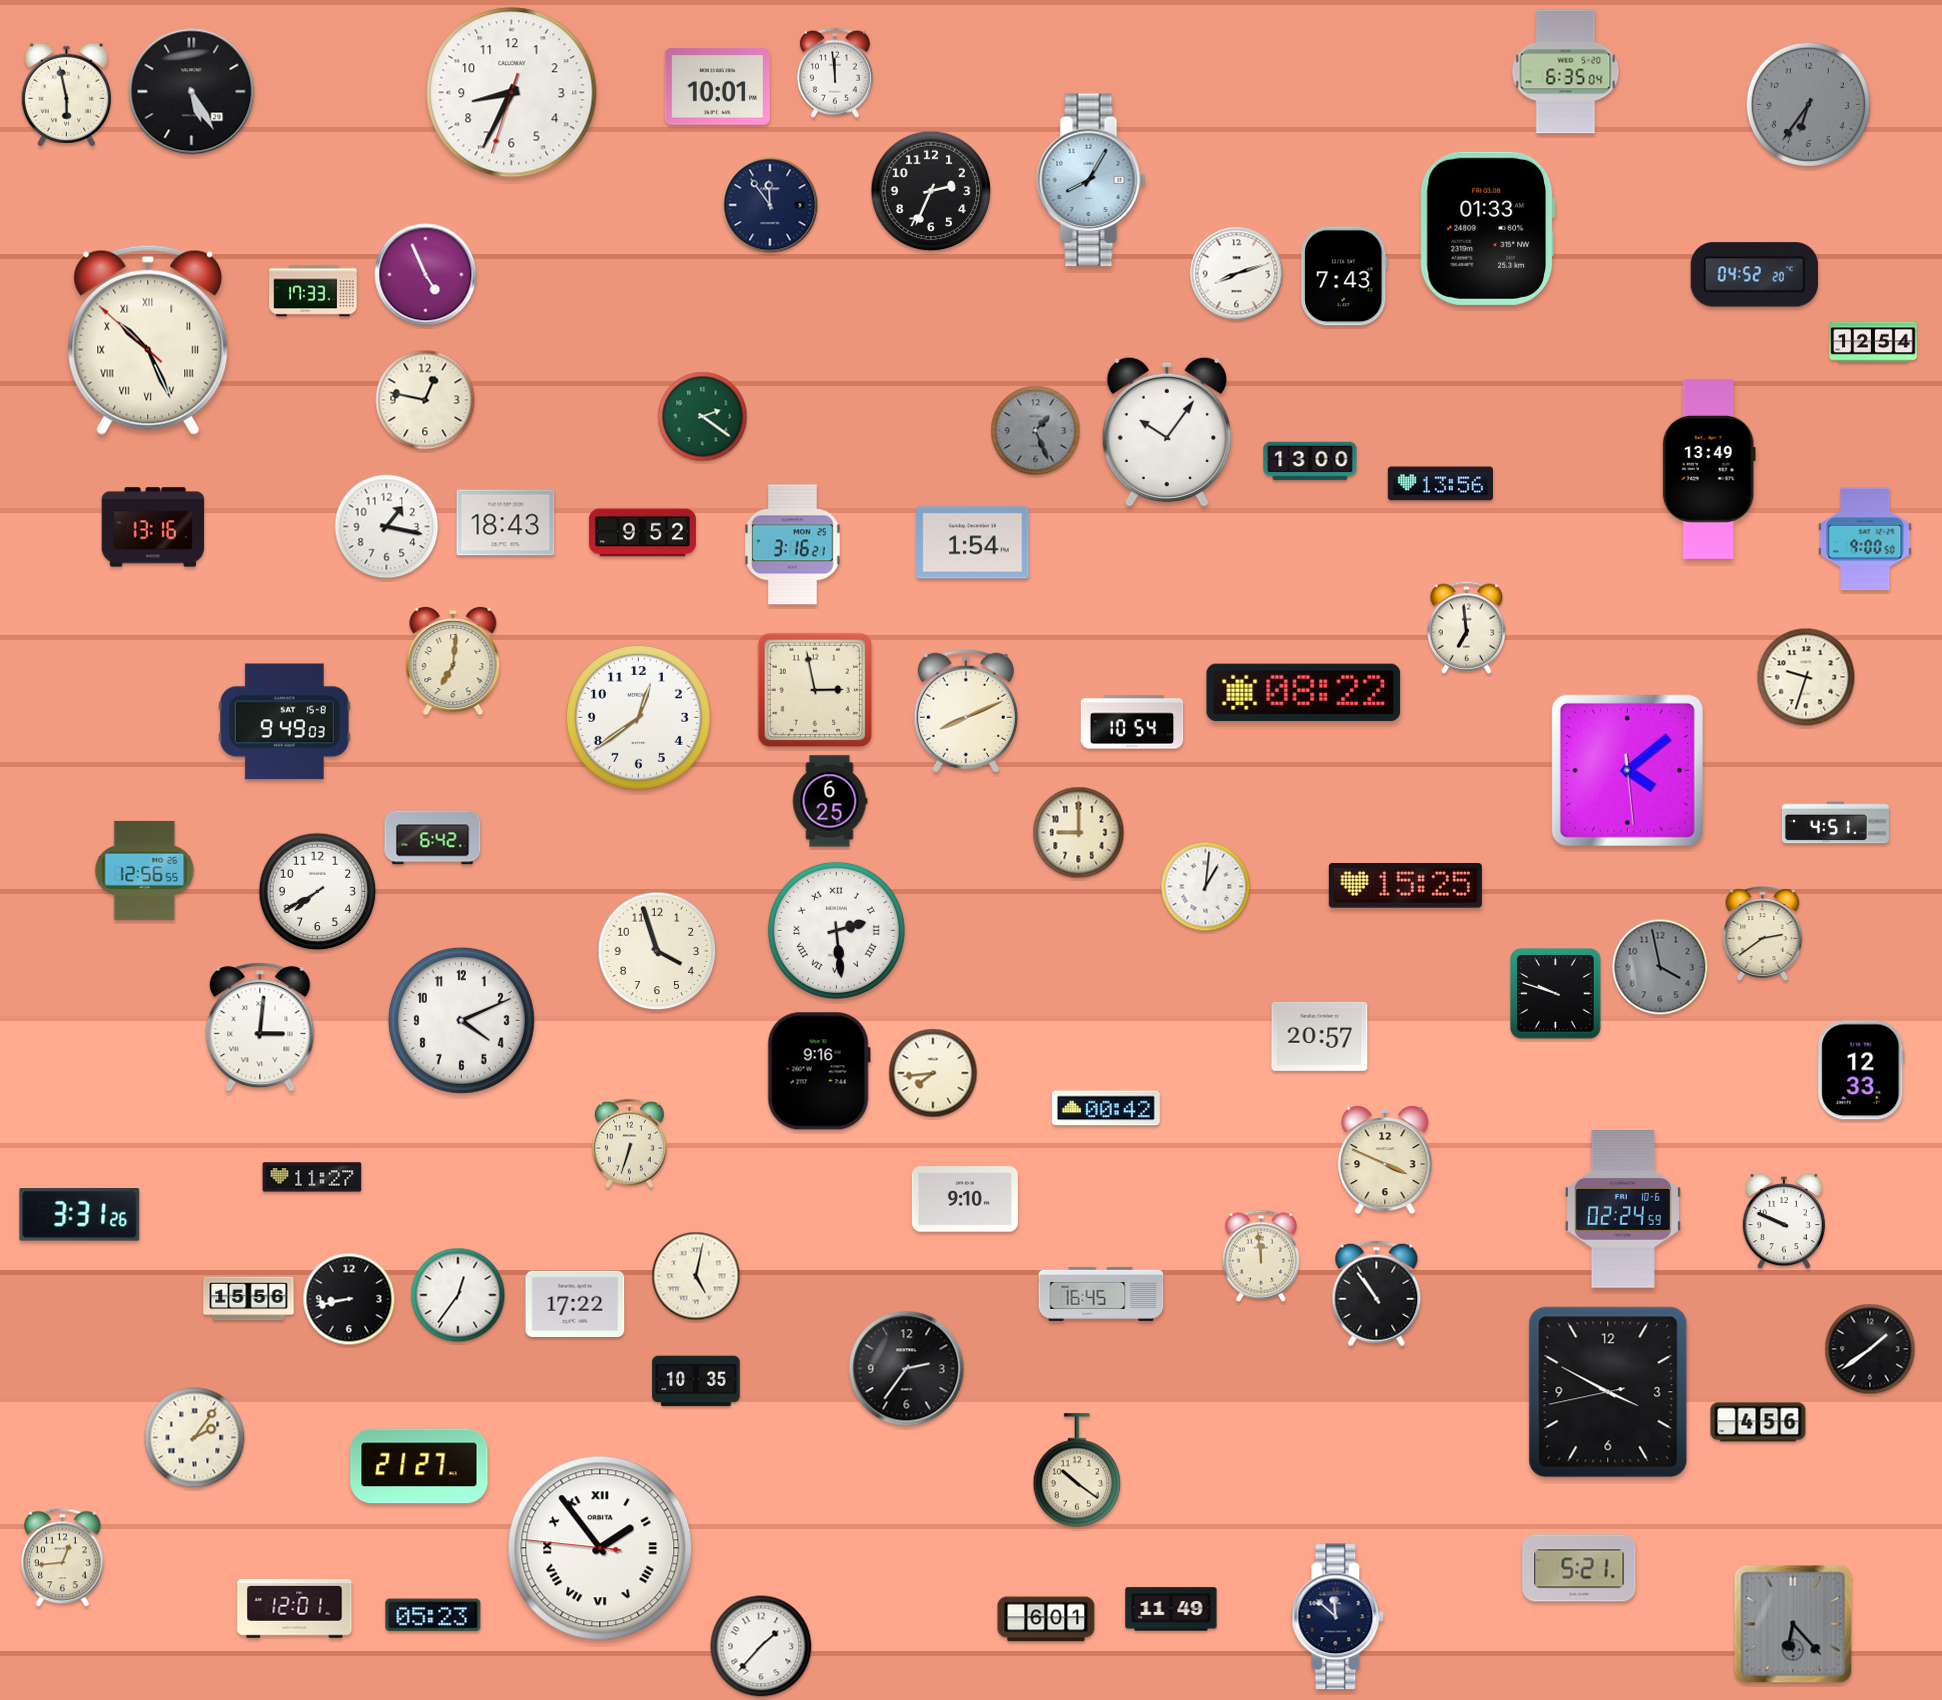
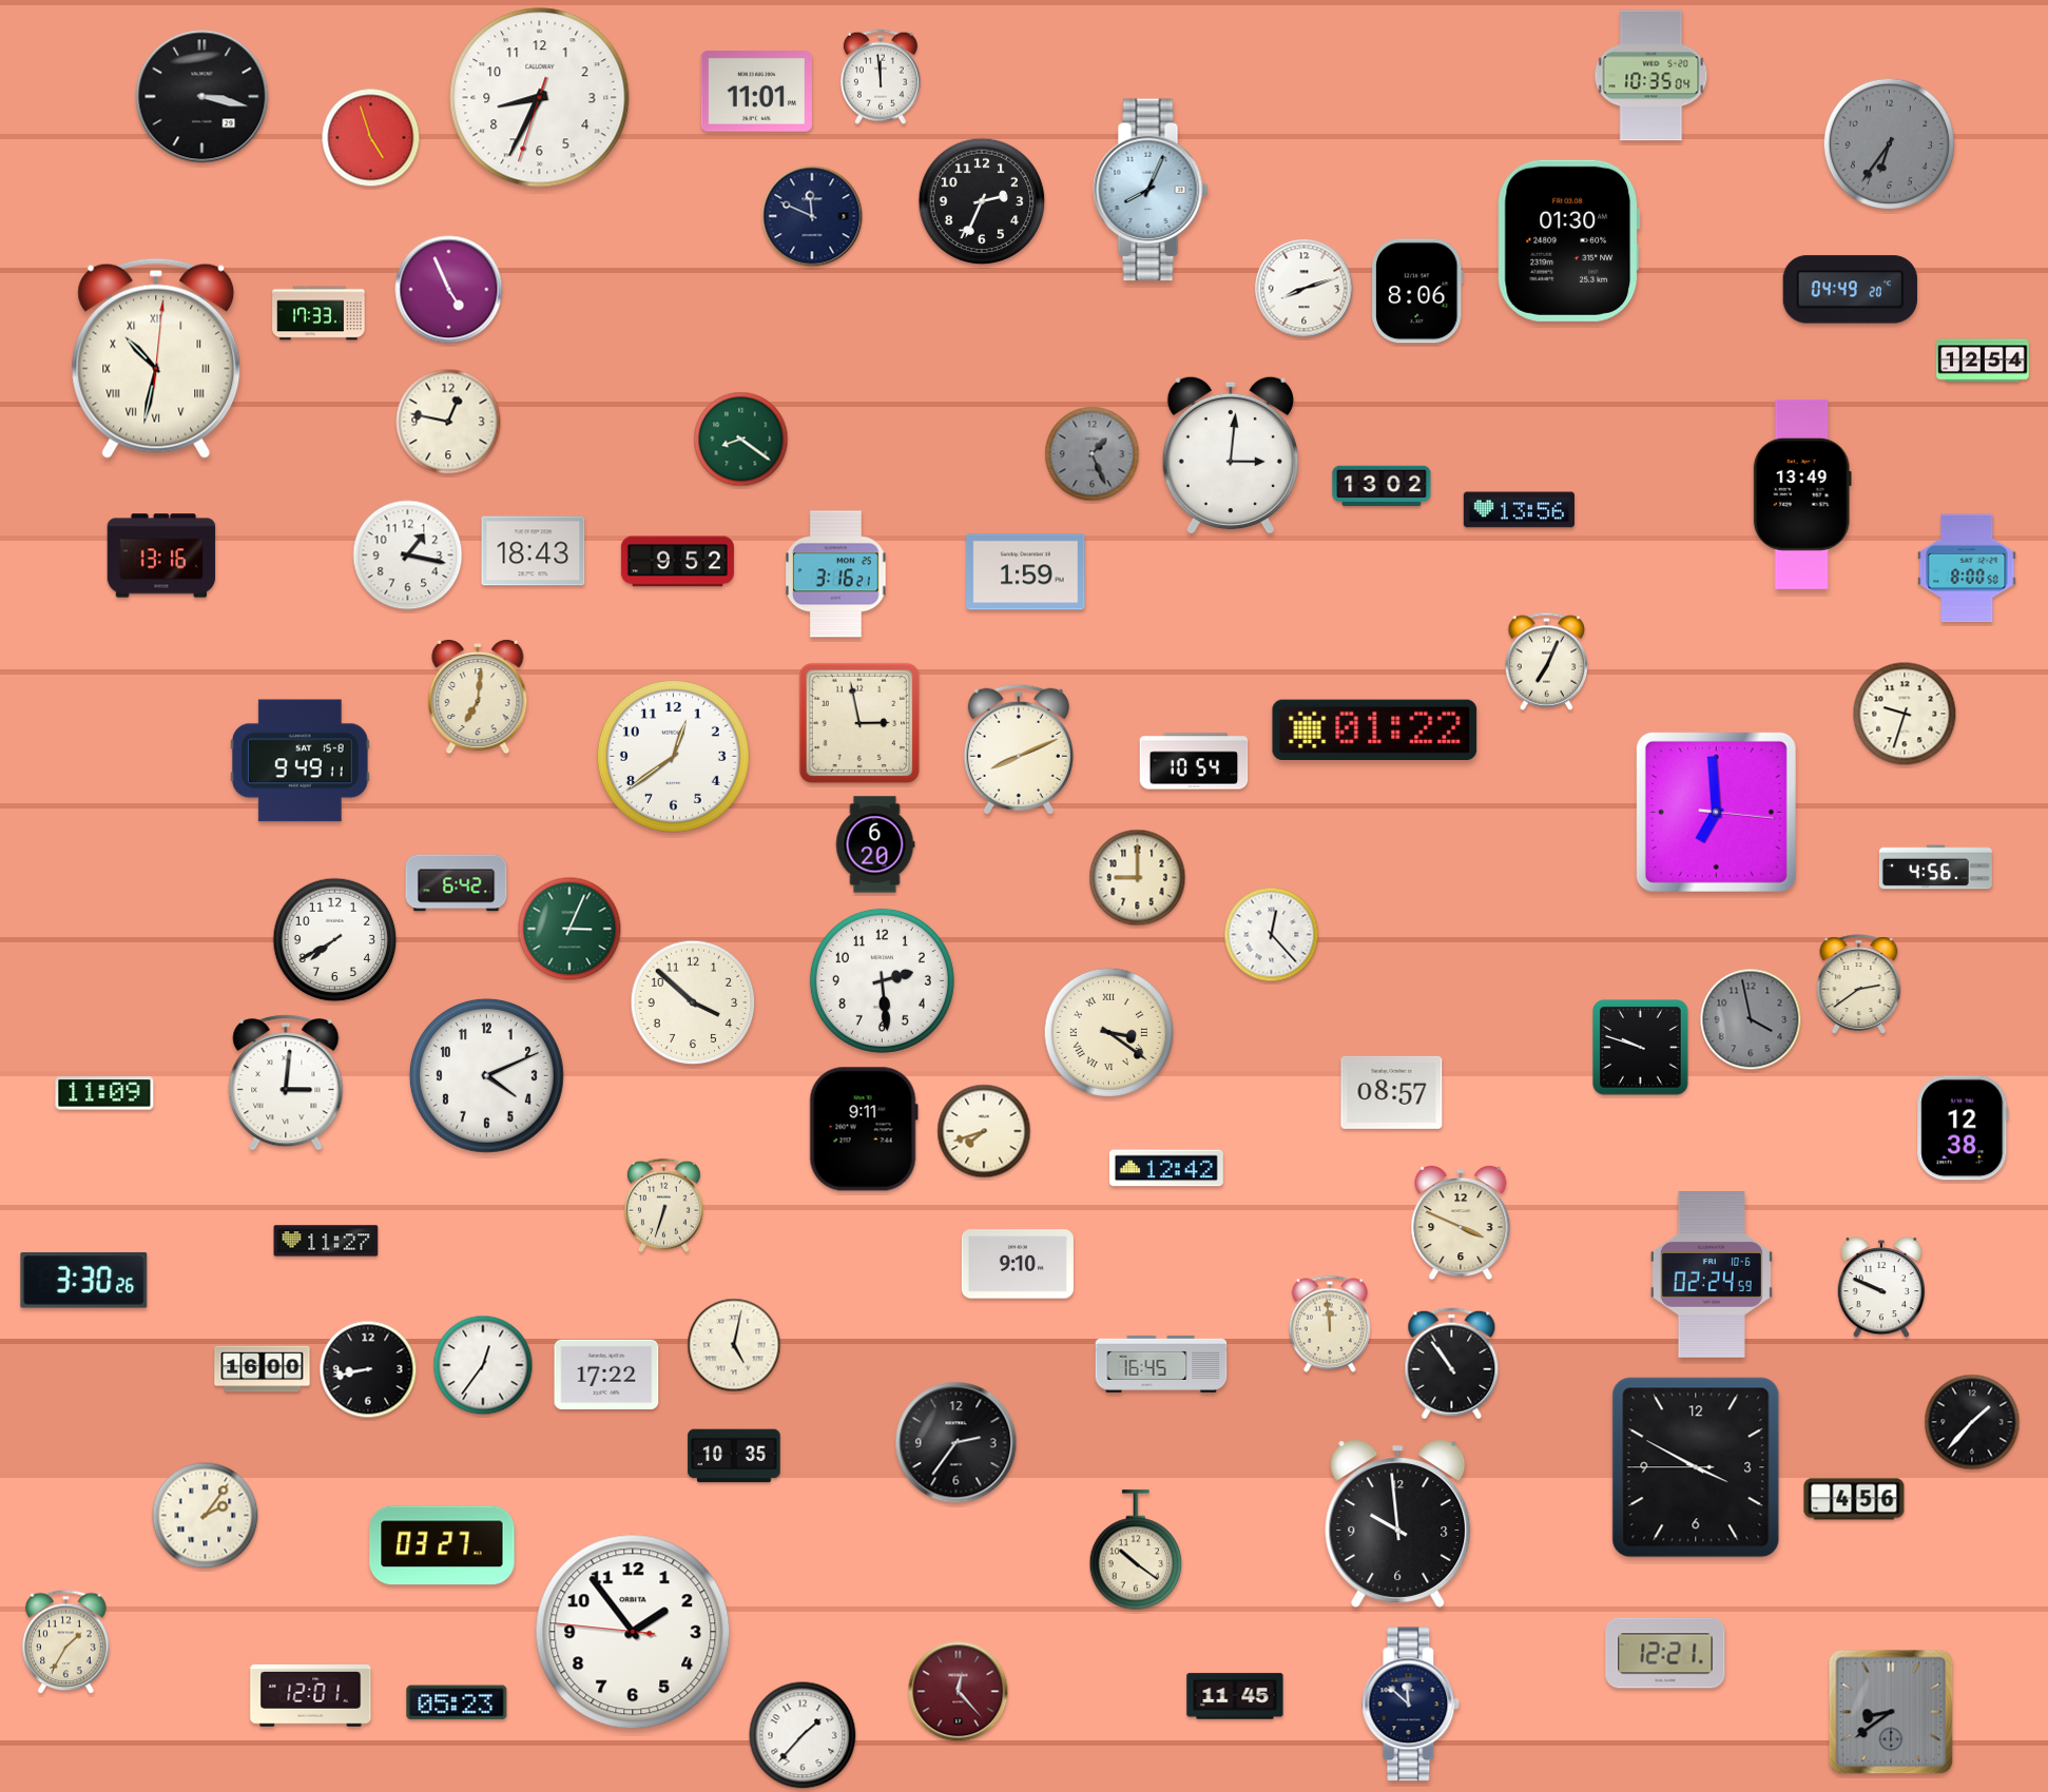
clock at (1566, 72): 6:35 -> 10:35
clock at (717, 87): 10:01 -> 11:01
clock at (192, 92): 5:25 -> 3:17
clock at (66, 95): 5:58 -> none
clock at (1808, 104) position: (1808, 104) -> (1889, 143)
clock at (371, 138): none -> 4:57
clock at (1091, 180): 8:05 -> 8:04
clock at (770, 205): 11:54 -> 11:49
clock at (1488, 228): 01:33 -> 01:30
clock at (1754, 275): 04:52 -> 04:49
clock at (1344, 276): 7:43 -> 8:06
clock at (313, 291) position: (313, 291) -> (318, 313)
clock at (148, 340): 10:25 -> 10:32
clock at (1873, 342) position: (1873, 342) -> (1983, 361)
clock at (703, 417): 2:21 -> 8:21
clock at (1167, 432): 10:06 -> 3:01
clock at (1310, 461): 13:00 -> 13:02
clock at (1865, 539): 9:00 -> 8:00
clock at (973, 543): 1:54 -> 1:59
clock at (1467, 627): 6:59 -> 7:04
clock at (815, 690) position: (815, 690) -> (859, 723)
clock at (1304, 692): 08:22 -> 01:22
clock at (284, 722): 9:49:03 -> 9:49:11
clock at (1627, 770): 4:08 -> 6:59
clock at (830, 801): 6:25 -> 6:20
clock at (1835, 823): 4:51 -> 4:56
clock at (145, 870): 12:56 -> none
clock at (569, 929): none -> 3:04
clock at (1405, 886): 15:25 -> none
clock at (1206, 887): 1:01 -> 12:23
clock at (836, 930) numerals: Roman -> Arabic
clock at (657, 951): 3:57 -> 3:52
clock at (1109, 1033): none -> 3:21
clock at (260, 1027) position: (260, 1027) -> (286, 1083)
clock at (1320, 1036): 20:57 -> 08:57
clock at (104, 1093): none -> 11:09
clock at (1861, 1070): 12:33 -> 12:38
clock at (819, 1071): 9:16 -> 9:11
clock at (933, 1073): 7:44 -> 7:42
clock at (1106, 1108): 00:42 -> 12:42
clock at (312, 1177) position: (312, 1177) -> (326, 1241)
clock at (80, 1215): 3:31 -> 3:30
clock at (249, 1299): 15:56 -> 16:00
clock at (1870, 1349): 1:39 -> 1:37
clock at (1608, 1392): 3:49:43 -> 3:49:45
clock at (1398, 1523): none -> 9:59
clock at (419, 1466): 21:27 -> 03:27
clock at (600, 1548) numerals: Roman -> Arabic
clock at (63, 1558): 12:44 -> 1:35
clock at (1579, 1568): 5:21 -> 12:21
clock at (959, 1692): none -> 12:23
clock at (1171, 1609): 11:49 -> 11:45
clock at (1046, 1619): 6:01 -> none
clock at (1793, 1624): 6:23 -> 8:39
